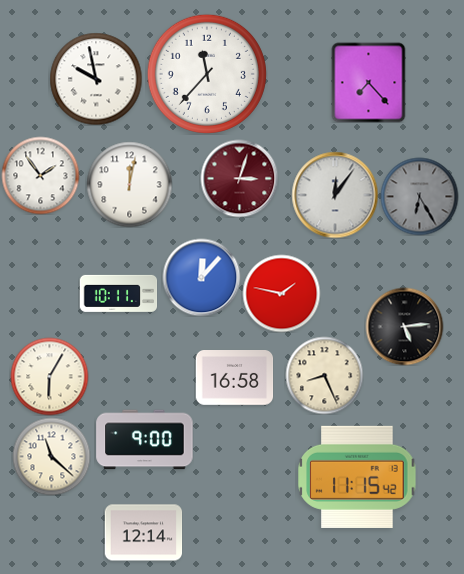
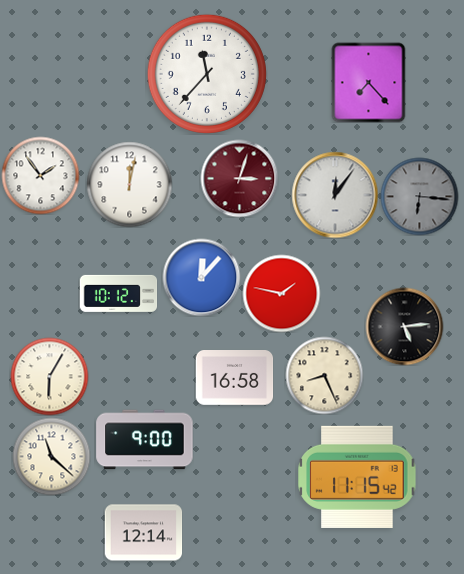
clock at (96, 79): 9:58 -> none
clock at (419, 196): 6:25 -> 6:16
clock at (118, 293): 10:11 -> 10:12
